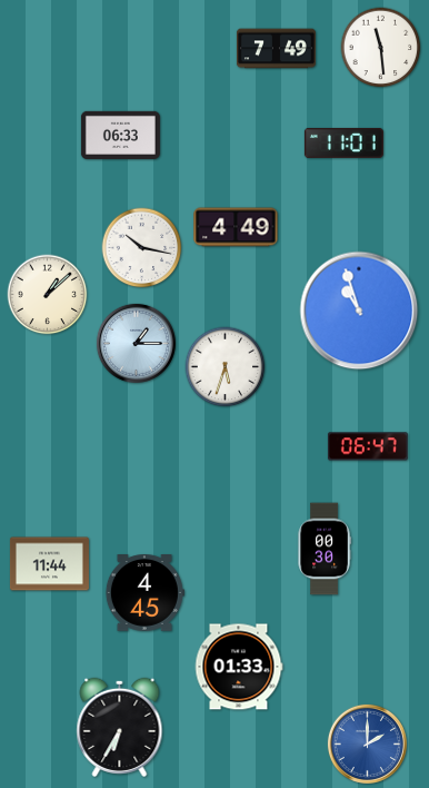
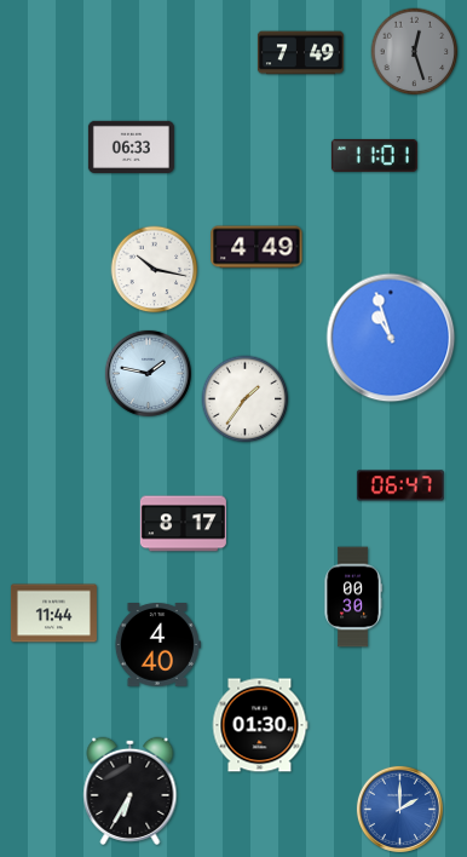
clock at (381, 48): 11:29 -> 12:27
clock at (381, 48) dial: white -> grey
clock at (48, 295): 1:08 -> none
clock at (136, 343): 1:15 -> 1:47
clock at (226, 367): 5:33 -> 1:36
clock at (183, 524): none -> 8:17
clock at (144, 593): 4:45 -> 4:40
clock at (239, 667): 01:33 -> 01:30
